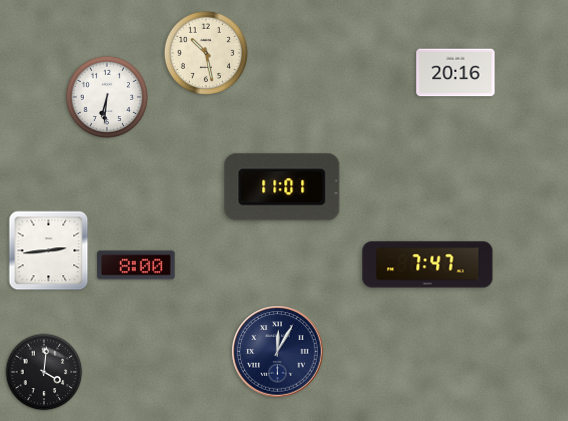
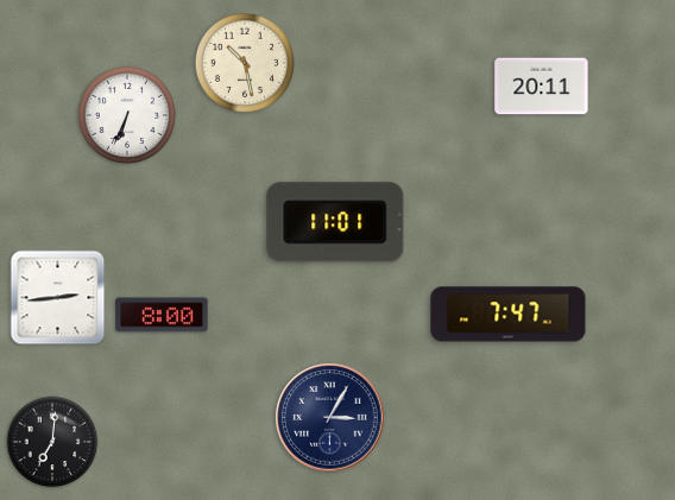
clock at (456, 73): 20:16 -> 20:11
clock at (106, 96): 6:31 -> 6:34
clock at (278, 352): 12:05 -> 3:05
clock at (44, 372): 4:01 -> 7:01
